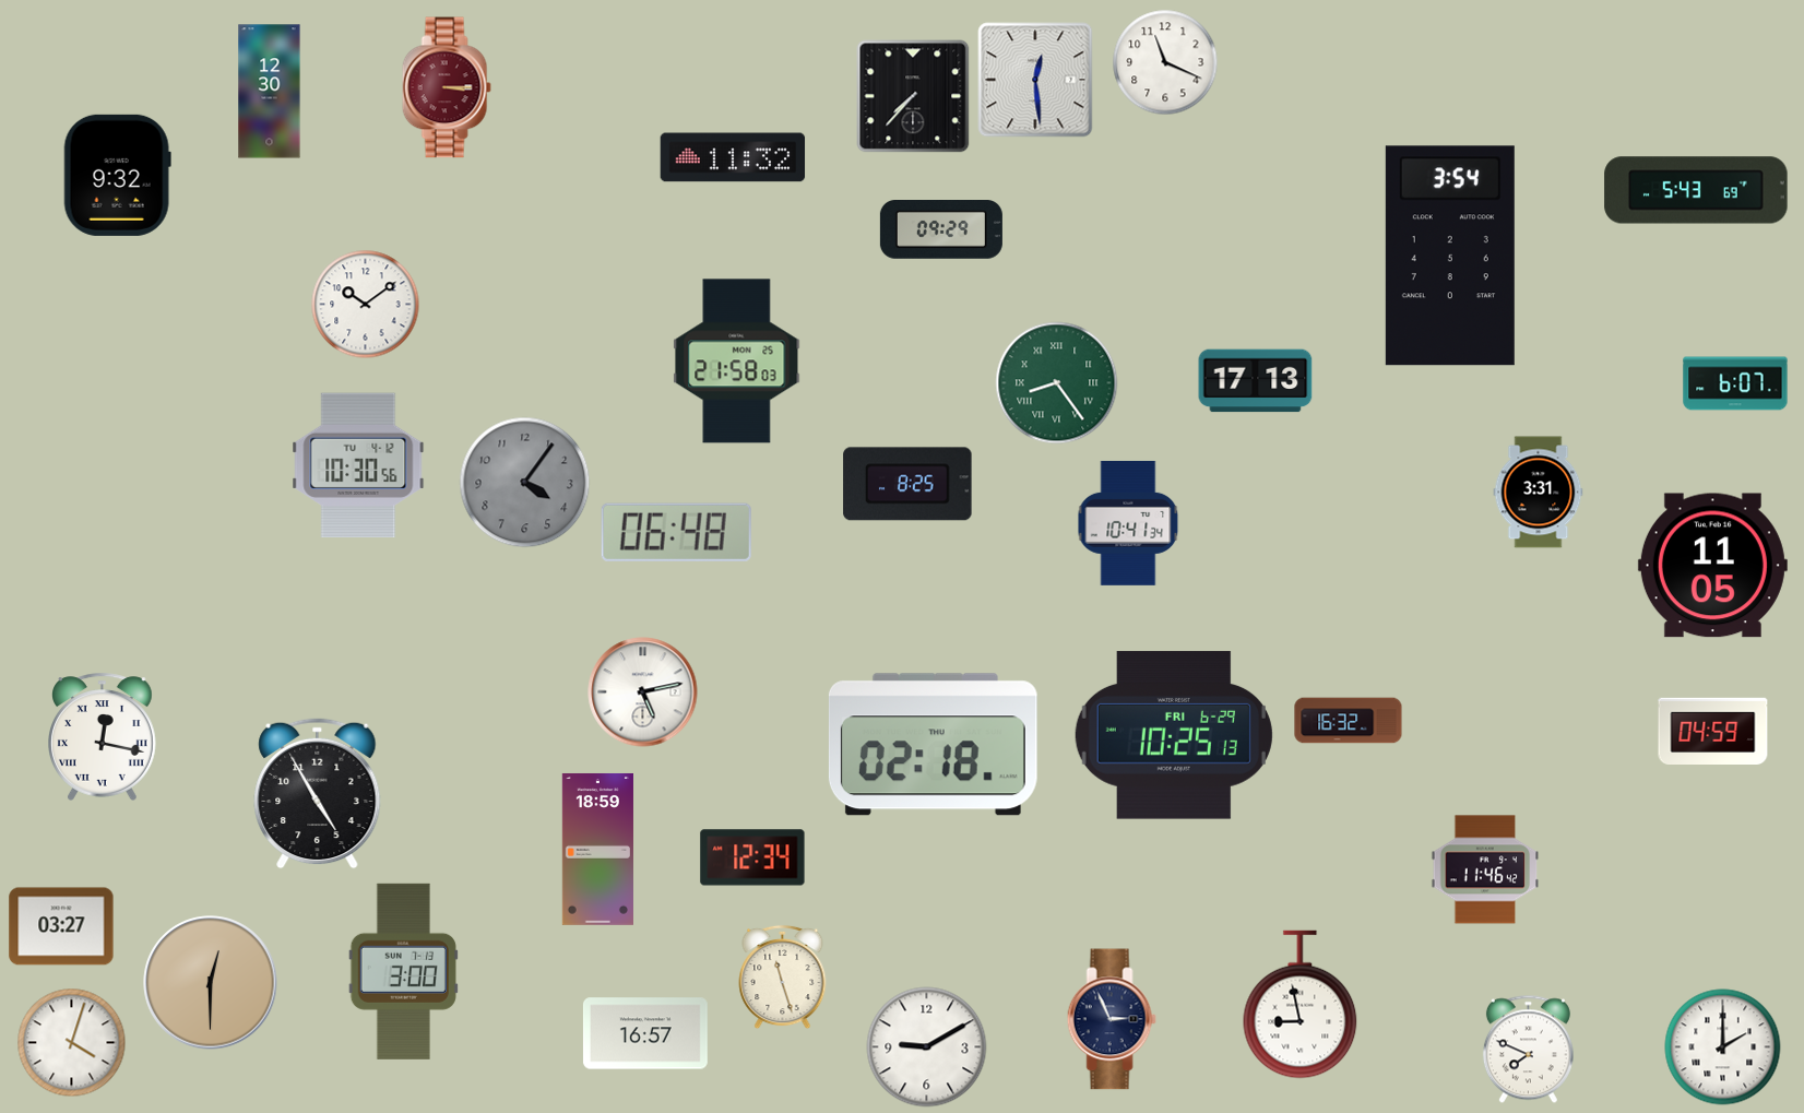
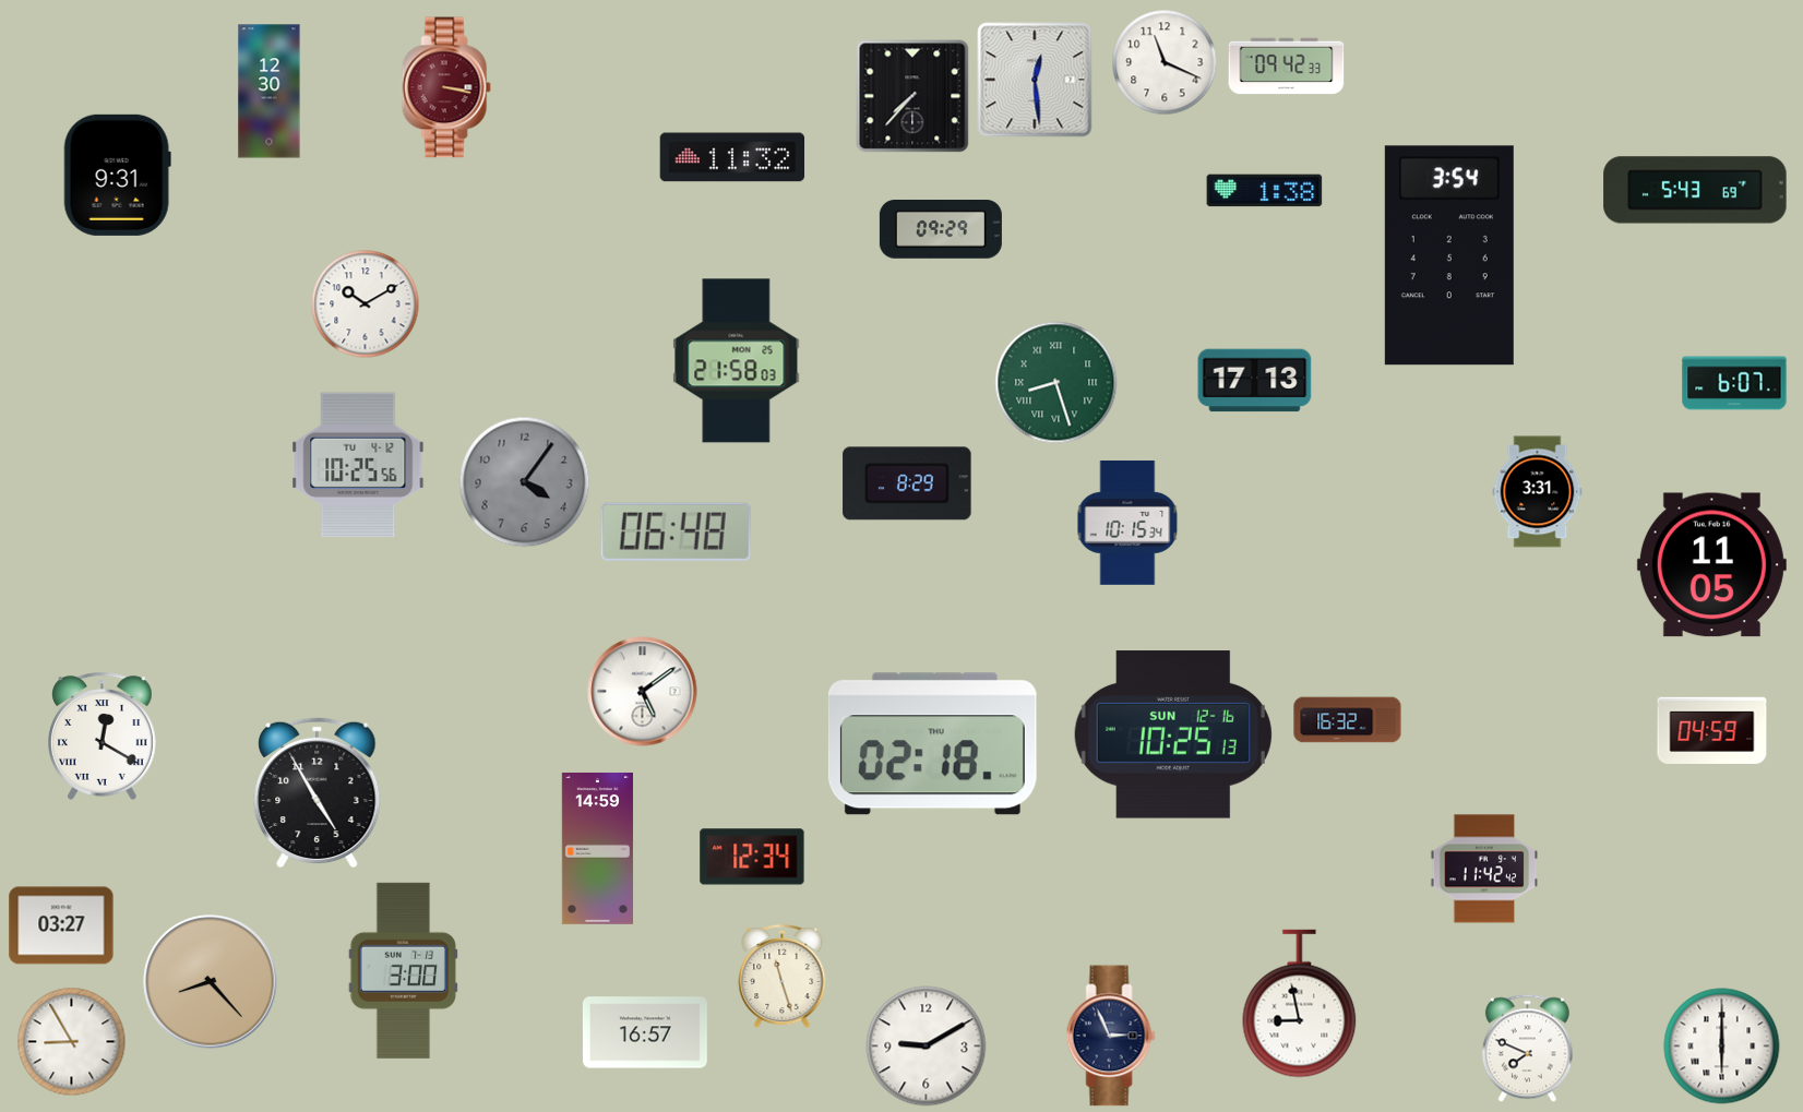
clock at (1287, 67): none -> 09:42
clock at (447, 87): 3:15 -> 3:17
clock at (117, 175): 9:32 -> 9:31
clock at (1265, 191): none -> 1:38
clock at (366, 305): 10:09 -> 10:10
clock at (1057, 383): 8:24 -> 8:27
clock at (358, 465): 10:30 -> 10:25
clock at (907, 484): 8:25 -> 8:29
clock at (1128, 523): 10:41 -> 10:15
clock at (643, 692): 5:13 -> 5:09
clock at (1174, 735) date: FRI 6-29 -> SUN 12-16
clock at (103, 736): 12:17 -> 12:20
clock at (597, 849): 18:59 -> 14:59
clock at (1485, 869): 11:46 -> 11:42
clock at (211, 983): 12:30 -> 8:23
clock at (1112, 1019) position: (1112, 1019) -> (1111, 1036)
clock at (72, 1043): 4:03 -> 8:55
clock at (1723, 1047): 2:00 -> 6:00
